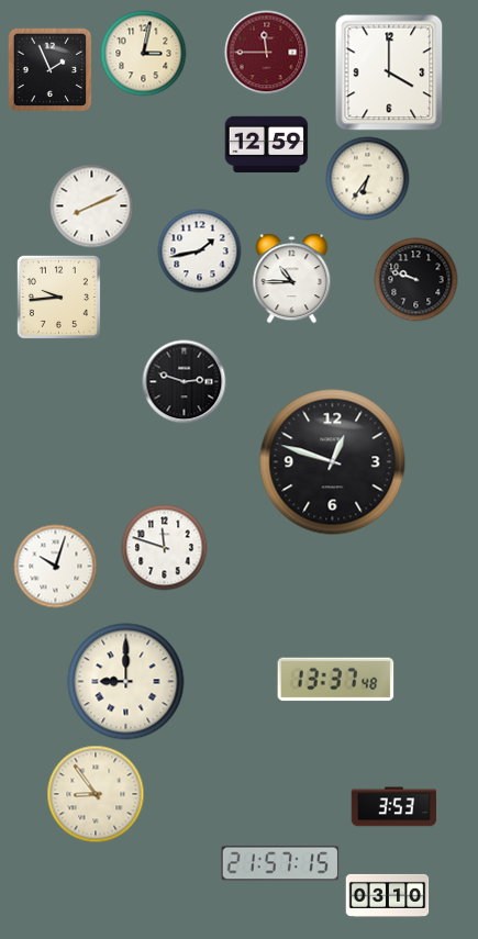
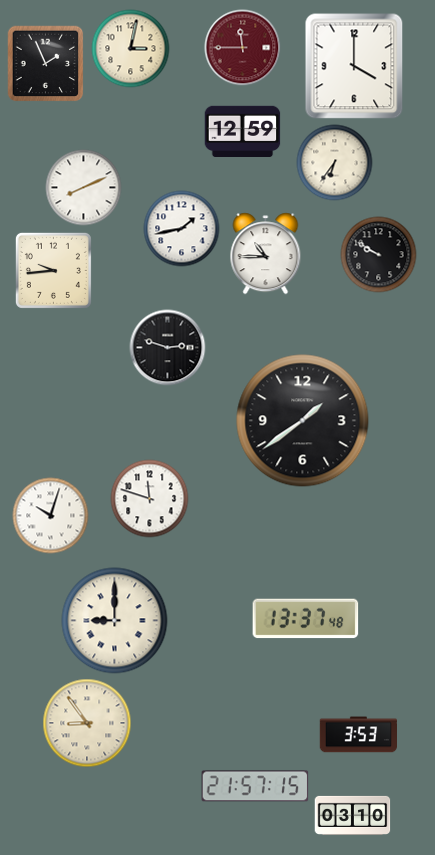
clock at (416, 280): 9:48 -> 9:50
clock at (333, 462): 12:48 -> 1:39
